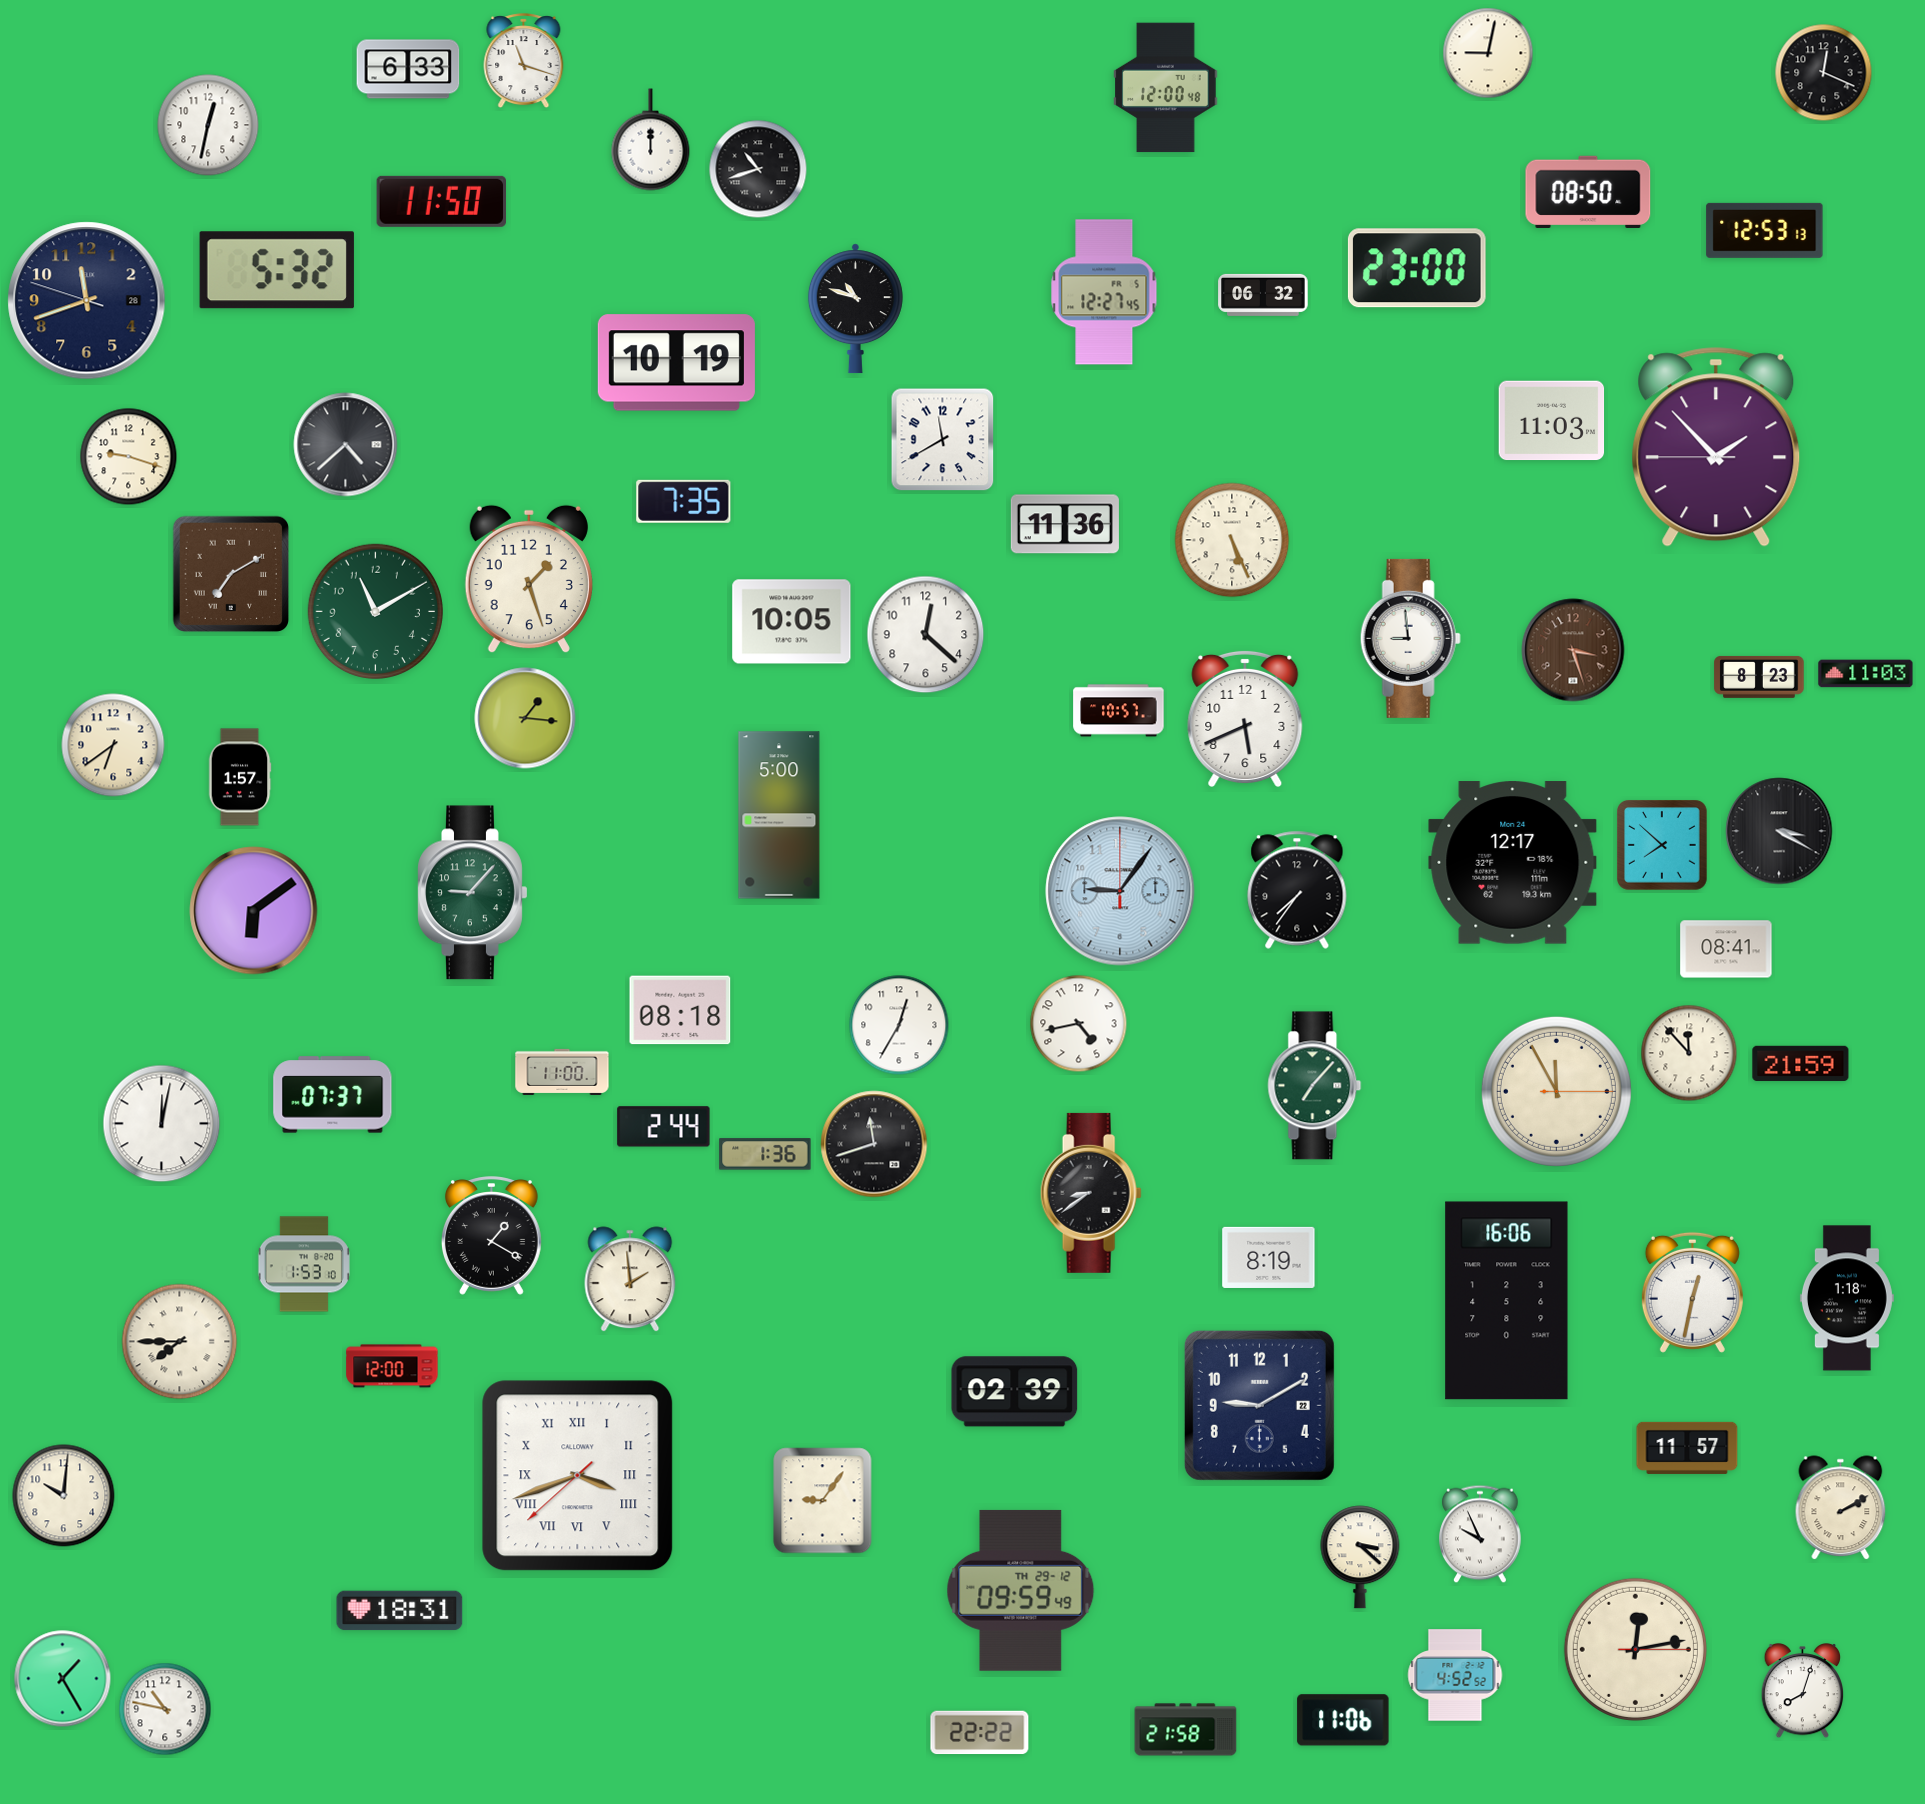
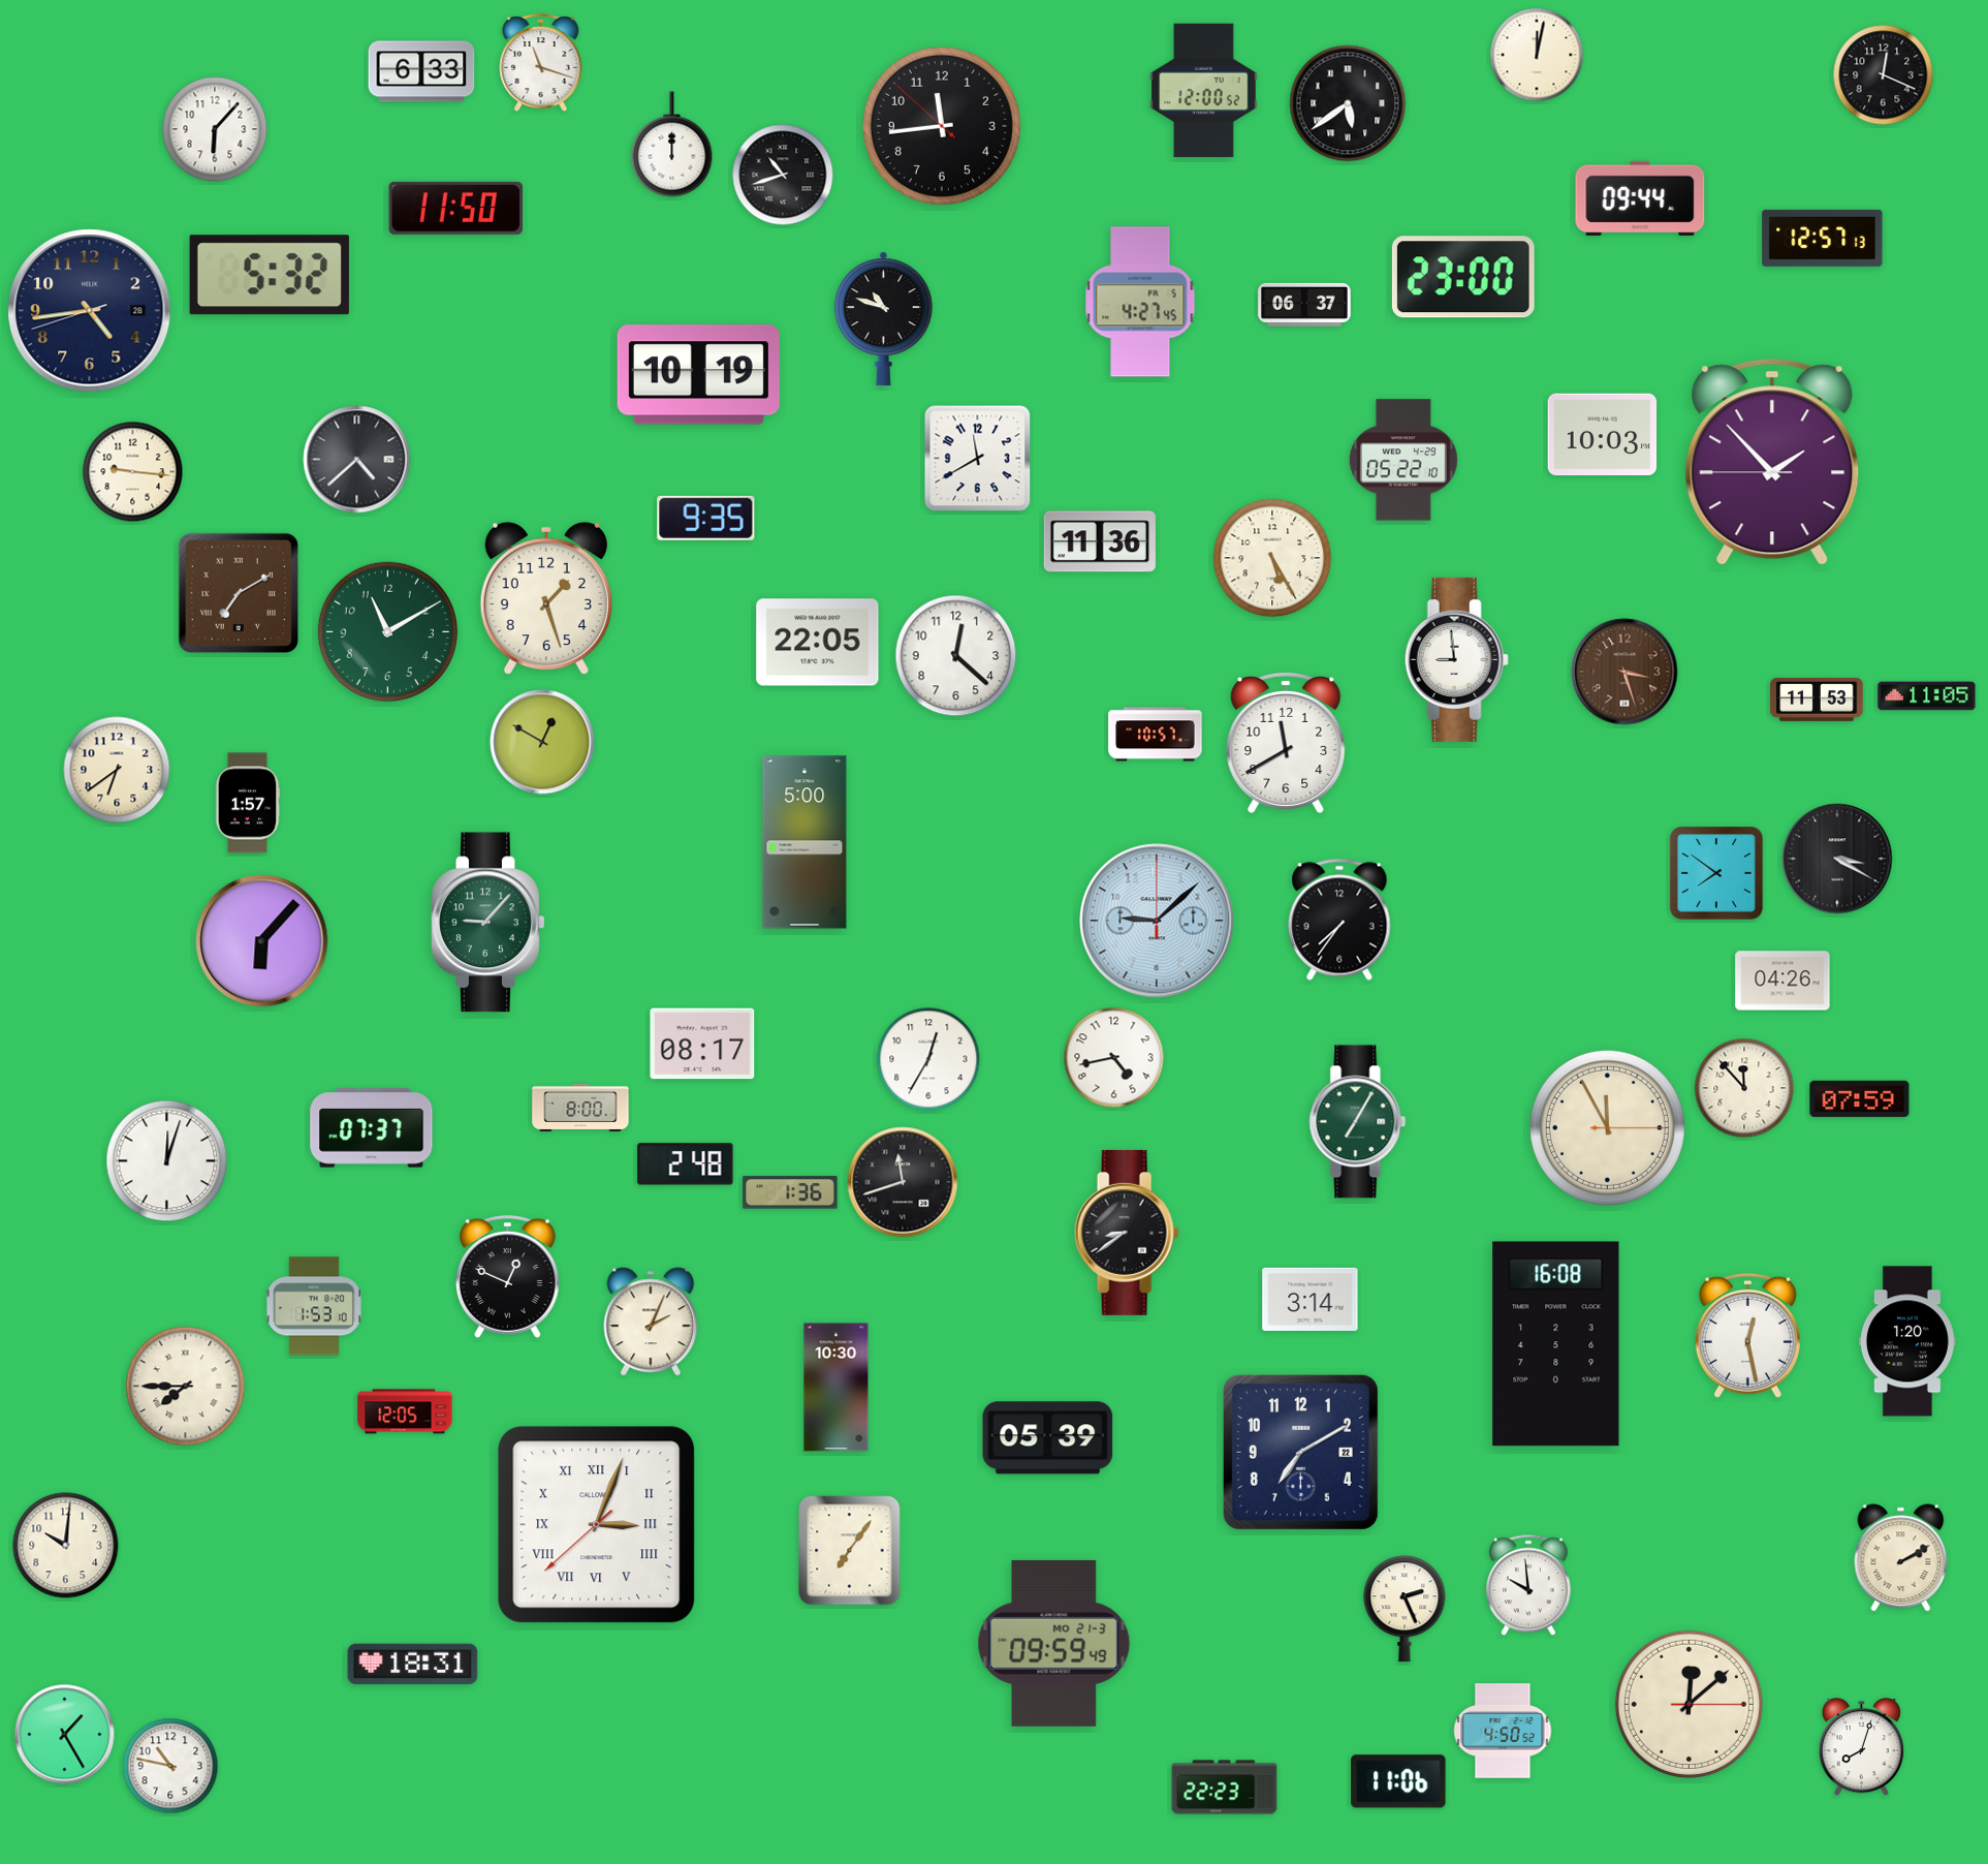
clock at (1488, 53): 9:02 -> 12:02
clock at (1166, 88): 12:00:48 -> 12:00:52
clock at (1348, 103): none -> 5:39
clock at (942, 126): none -> 11:43
clock at (208, 125): 12:32 -> 6:07
clock at (1588, 192): 08:50 -> 09:44
clock at (1765, 230): 12:53 -> 12:57
clock at (277, 270) position: (277, 270) -> (270, 275)
clock at (1104, 292): 12:27 -> 4:27
clock at (1263, 295): 06:32 -> 06:37
clock at (87, 301): 11:41 -> 4:43
clock at (1552, 421): 11:03 -> 10:03
clock at (943, 440) position: (943, 440) -> (978, 459)
clock at (1403, 460): none -> 05:22
clock at (129, 457): 9:18 -> 9:16
clock at (684, 501): 7:35 -> 9:35
clock at (1232, 540): 5:26 -> 5:25
clock at (792, 622): 10:05 -> 22:05
clock at (1866, 674): 11:03 -> 11:05
clock at (1759, 677): 8:23 -> 11:53
clock at (525, 718): 1:16 -> 12:50
clock at (1245, 718): 5:41 -> 11:40
clock at (1663, 846): 7:52 -> 7:51
clock at (1513, 863): 12:17 -> none
clock at (1120, 891): 9:06 -> 9:08
clock at (254, 911): 6:09 -> 6:07
clock at (1726, 949): 08:41 -> 04:26
clock at (680, 1010): 08:18 -> 08:17
clock at (1801, 1063): 21:59 -> 07:59
clock at (562, 1072): 11:00 -> 8:00
clock at (1315, 1086): 7:07 -> 7:05
clock at (333, 1095) position: (333, 1095) -> (372, 1128)
clock at (162, 1124): 12:02 -> 12:03
clock at (664, 1127): 2:44 -> 2:48
clock at (491, 1236): 1:20 -> 12:49
clock at (1269, 1257): 8:19 -> 3:14
clock at (630, 1279): 1:59 -> 2:04
clock at (1692, 1292): 12:32 -> 12:28
clock at (1847, 1298): 1:18 -> 1:20
clock at (1507, 1301): 16:06 -> 16:08
clock at (837, 1388): none -> 10:30
clock at (392, 1366): 12:00 -> 12:05
clock at (1015, 1392): 02:39 -> 05:39
clock at (1259, 1405): 9:10 -> 7:10
clock at (1687, 1448): 11:57 -> none
clock at (578, 1476): 3:41 -> 3:03
clock at (823, 1501): 9:06 -> 7:06
clock at (1480, 1534): 9:56 -> 9:59
clock at (1360, 1557): 3:22 -> 2:26
clock at (1021, 1590) date: TH 29-12 -> MO 21-3
clock at (1635, 1649): 12:13 -> 12:08
clock at (1455, 1675): 4:52 -> 4:50
clock at (1343, 1720) position: (1343, 1720) -> (1398, 1781)
clock at (1186, 1730): 21:58 -> 22:23
clock at (980, 1733): 22:22 -> none
